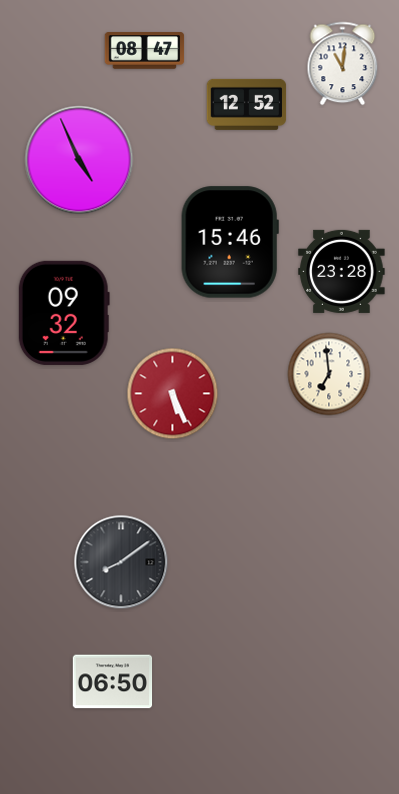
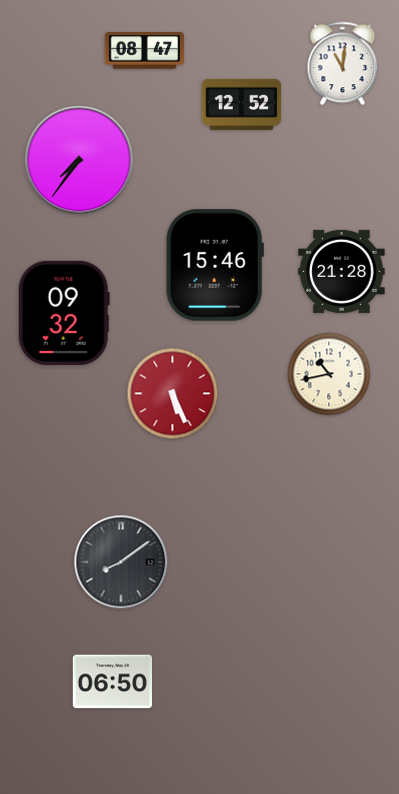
clock at (247, 104) position: (247, 104) -> (242, 104)
clock at (79, 160): 4:56 -> 7:36
clock at (230, 242) position: (230, 242) -> (215, 265)
clock at (342, 271): 23:28 -> 21:28
clock at (329, 374): 6:59 -> 10:43
